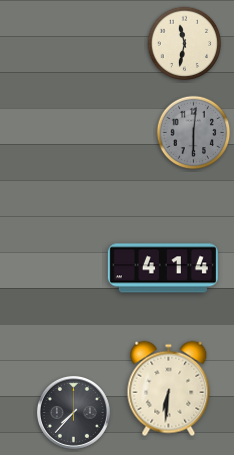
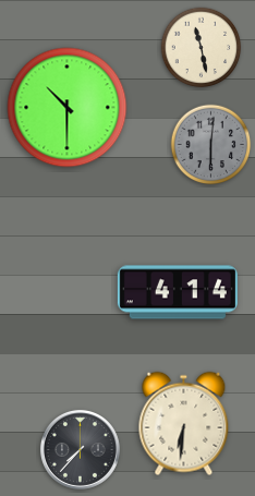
clock at (185, 44): 11:32 -> 11:28
clock at (68, 108): none -> 10:30
